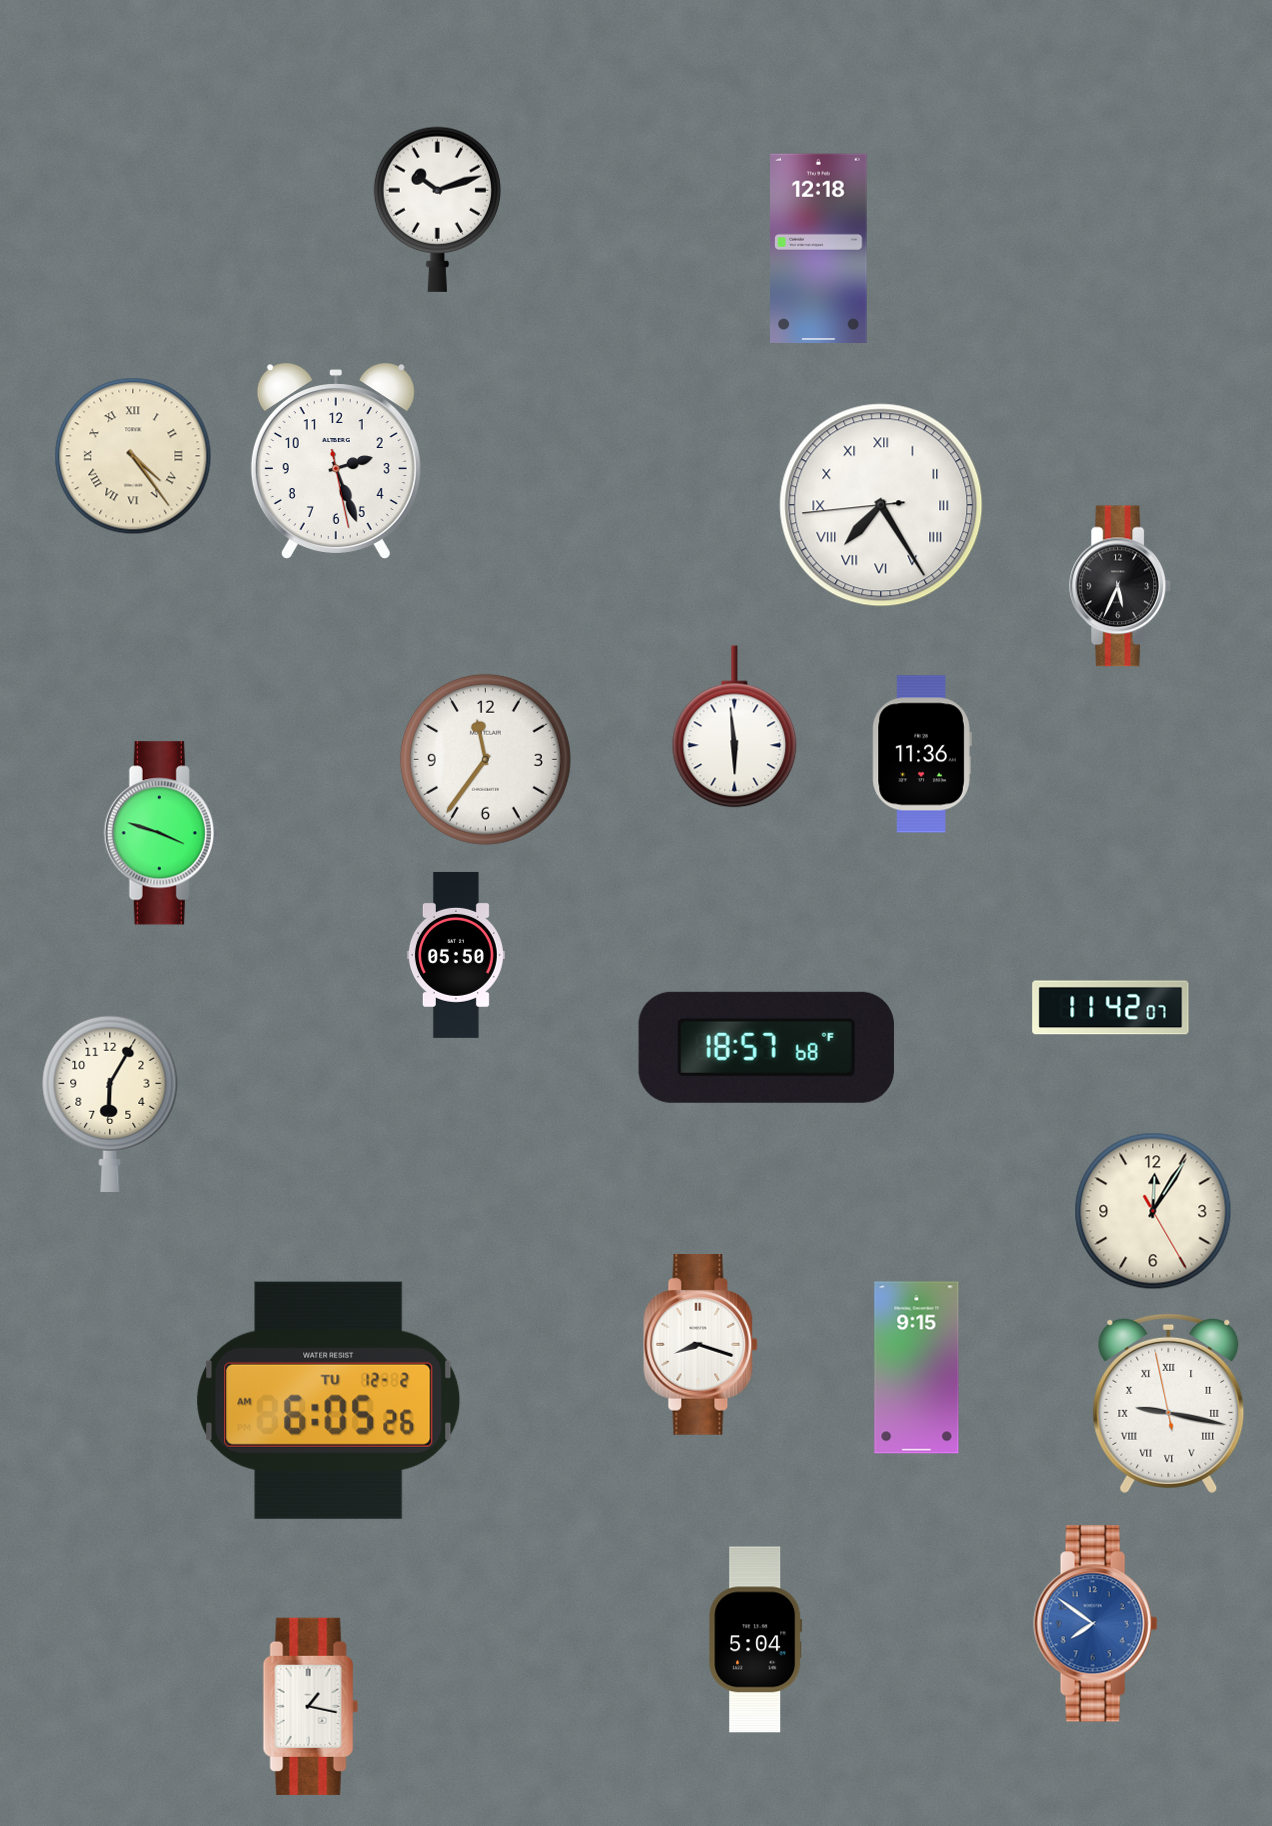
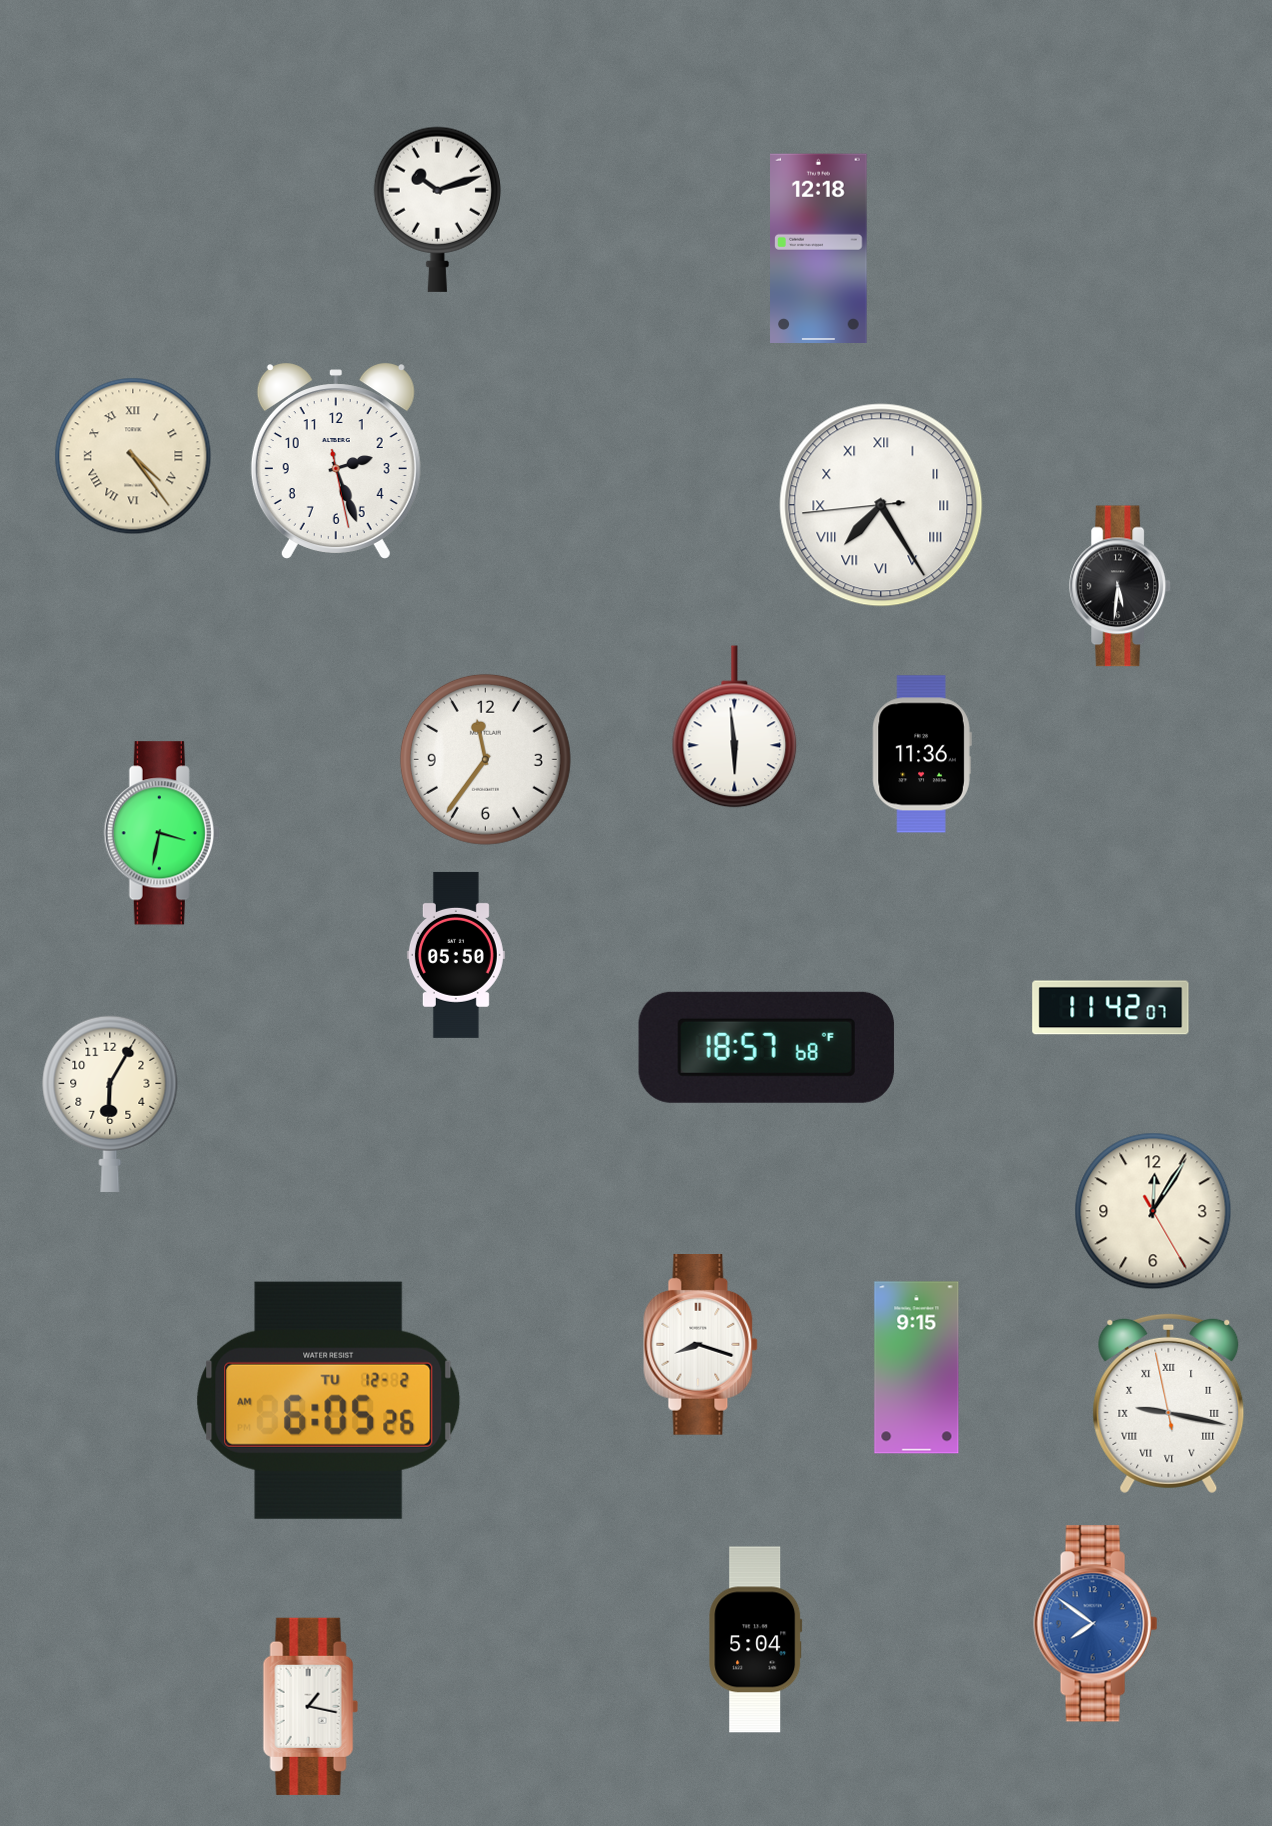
clock at (1121, 586): 5:34 -> 5:31
clock at (162, 833): 3:48 -> 3:32
